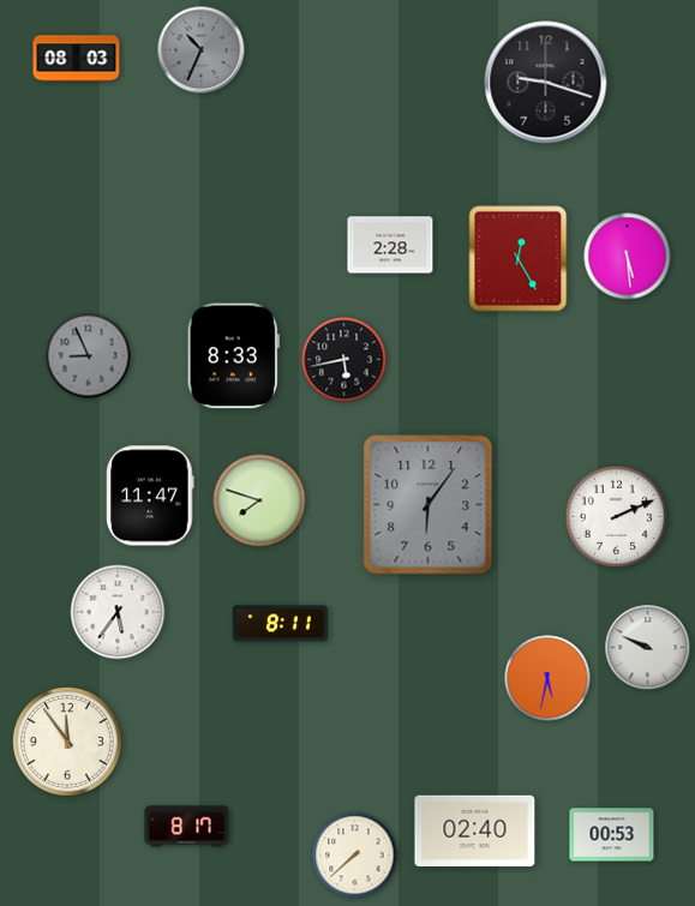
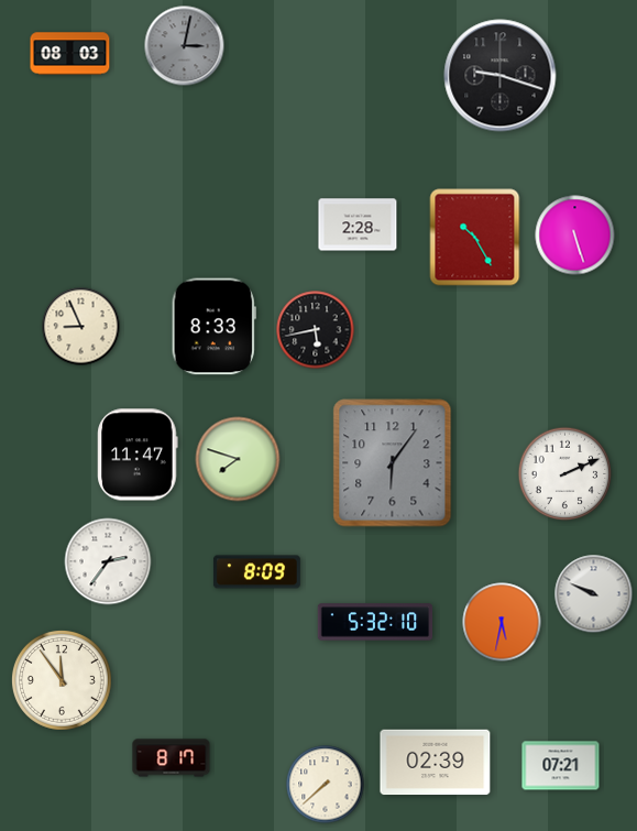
clock at (202, 50): 10:34 -> 3:02
clock at (628, 257): 5:29 -> 5:27
clock at (519, 259): 12:25 -> 10:25
clock at (89, 356) dial: grey -> cream
clock at (118, 612): 5:36 -> 2:36
clock at (280, 624): 8:11 -> 8:09
clock at (375, 622): none -> 5:32
clock at (475, 832): 02:40 -> 02:39
clock at (612, 835): 00:53 -> 07:21
